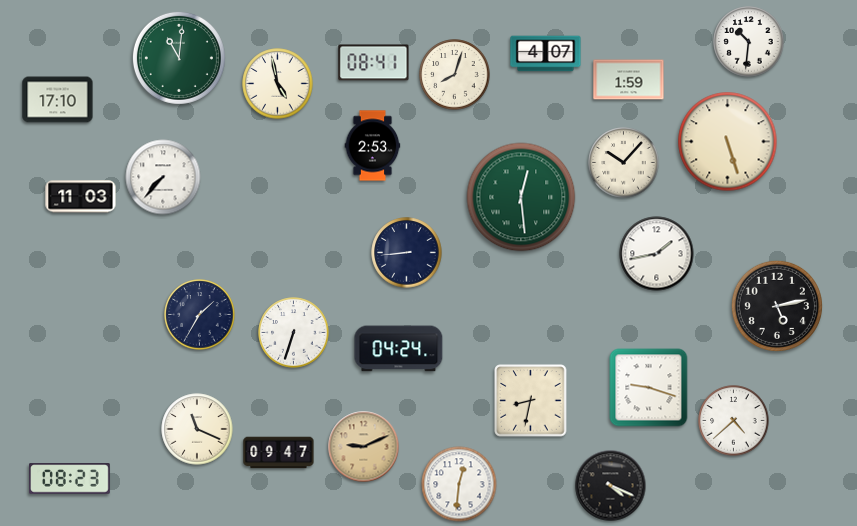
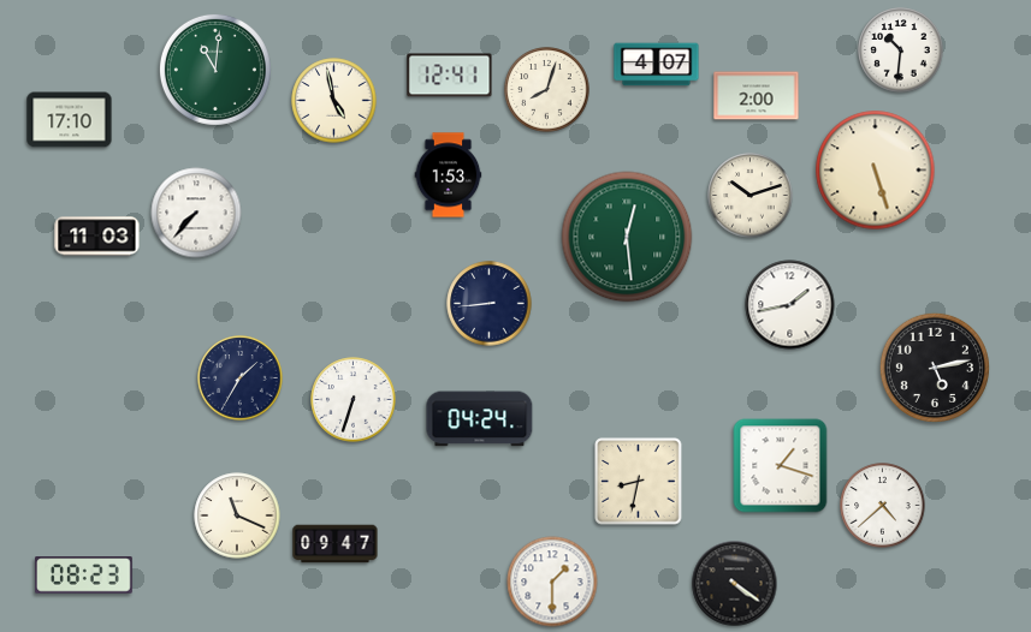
clock at (374, 63): 08:41 -> 12:41
clock at (629, 80): 1:59 -> 2:00
clock at (373, 146): 2:53 -> 1:53
clock at (624, 163): 10:07 -> 10:12
clock at (649, 388): 9:18 -> 1:18
clock at (364, 447): 9:11 -> none
clock at (459, 484): 12:31 -> 1:30
clock at (611, 486): 4:19 -> 4:21
